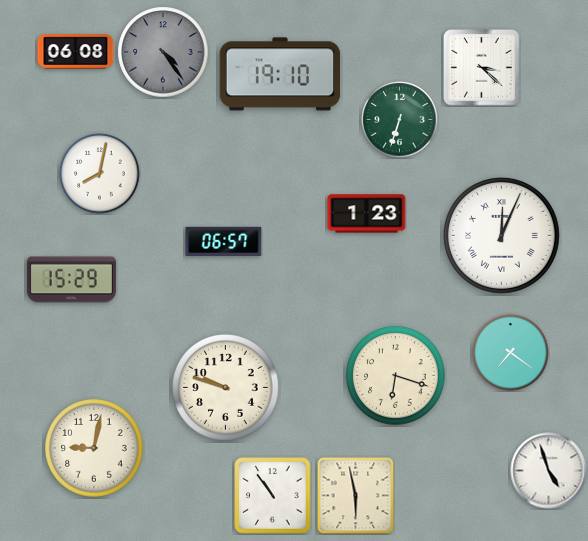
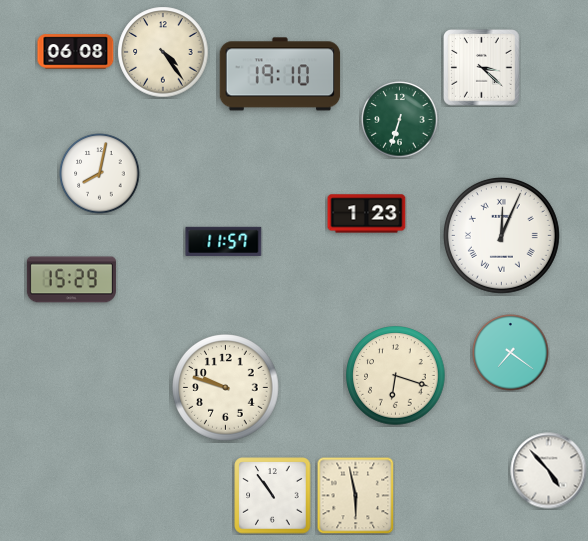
clock at (163, 52) dial: grey -> cream
clock at (224, 241): 06:57 -> 11:57
clock at (94, 448): 9:02 -> none
clock at (549, 471): 4:57 -> 4:53
